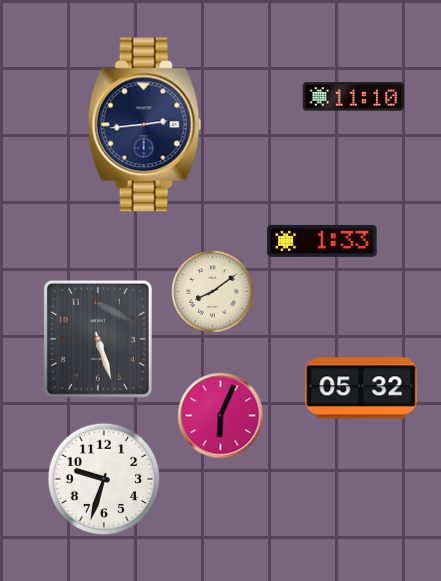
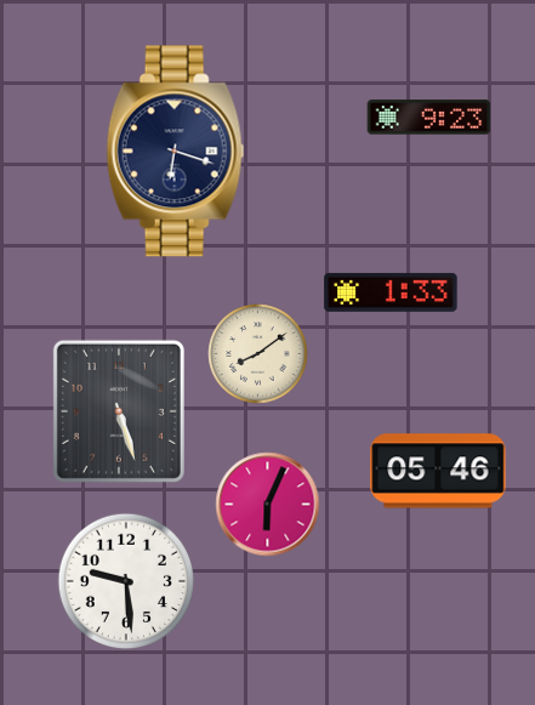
clock at (354, 97): 11:10 -> 9:23
clock at (145, 125): 2:44 -> 6:18
clock at (361, 388): 05:32 -> 05:46
clock at (104, 479): 9:33 -> 9:29
